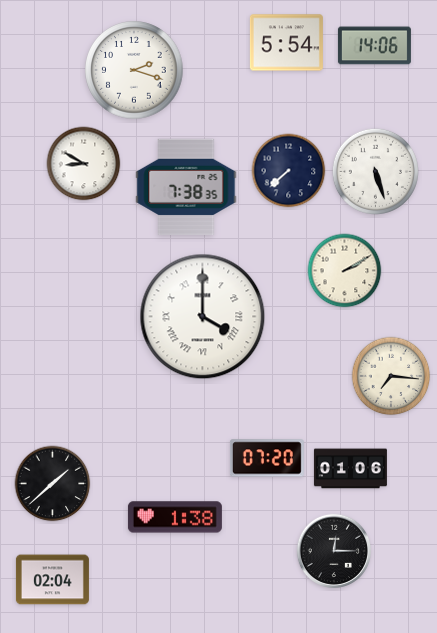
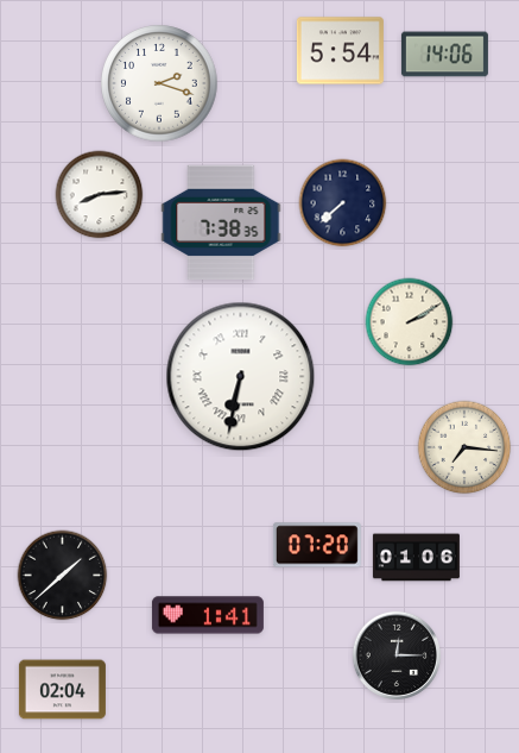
clock at (84, 164): 8:50 -> 8:14
clock at (375, 171): 5:27 -> none
clock at (203, 317): 4:00 -> 6:32
clock at (175, 517): 1:38 -> 1:41
